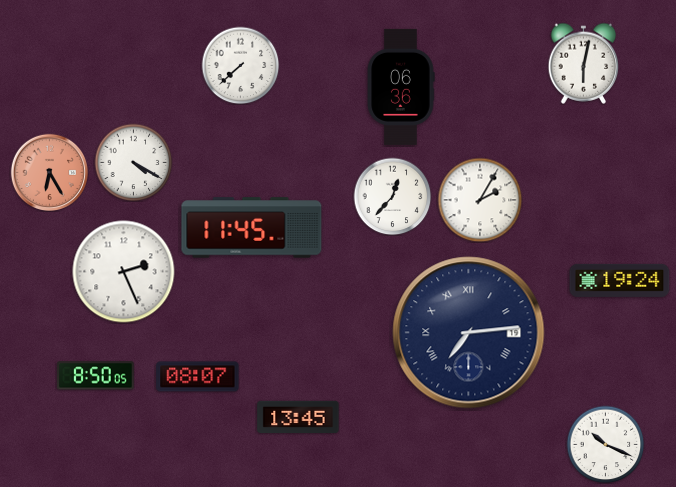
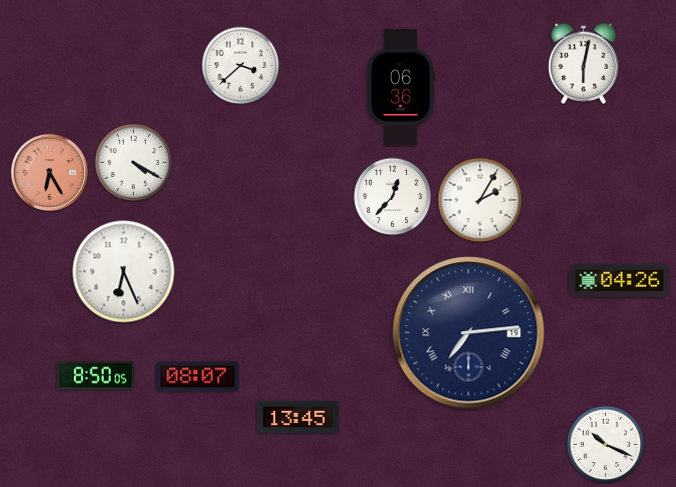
clock at (240, 65): 7:38 -> 3:38
clock at (252, 228): 11:45 -> none
clock at (124, 272): 2:26 -> 6:26
clock at (620, 280): 19:24 -> 04:26
